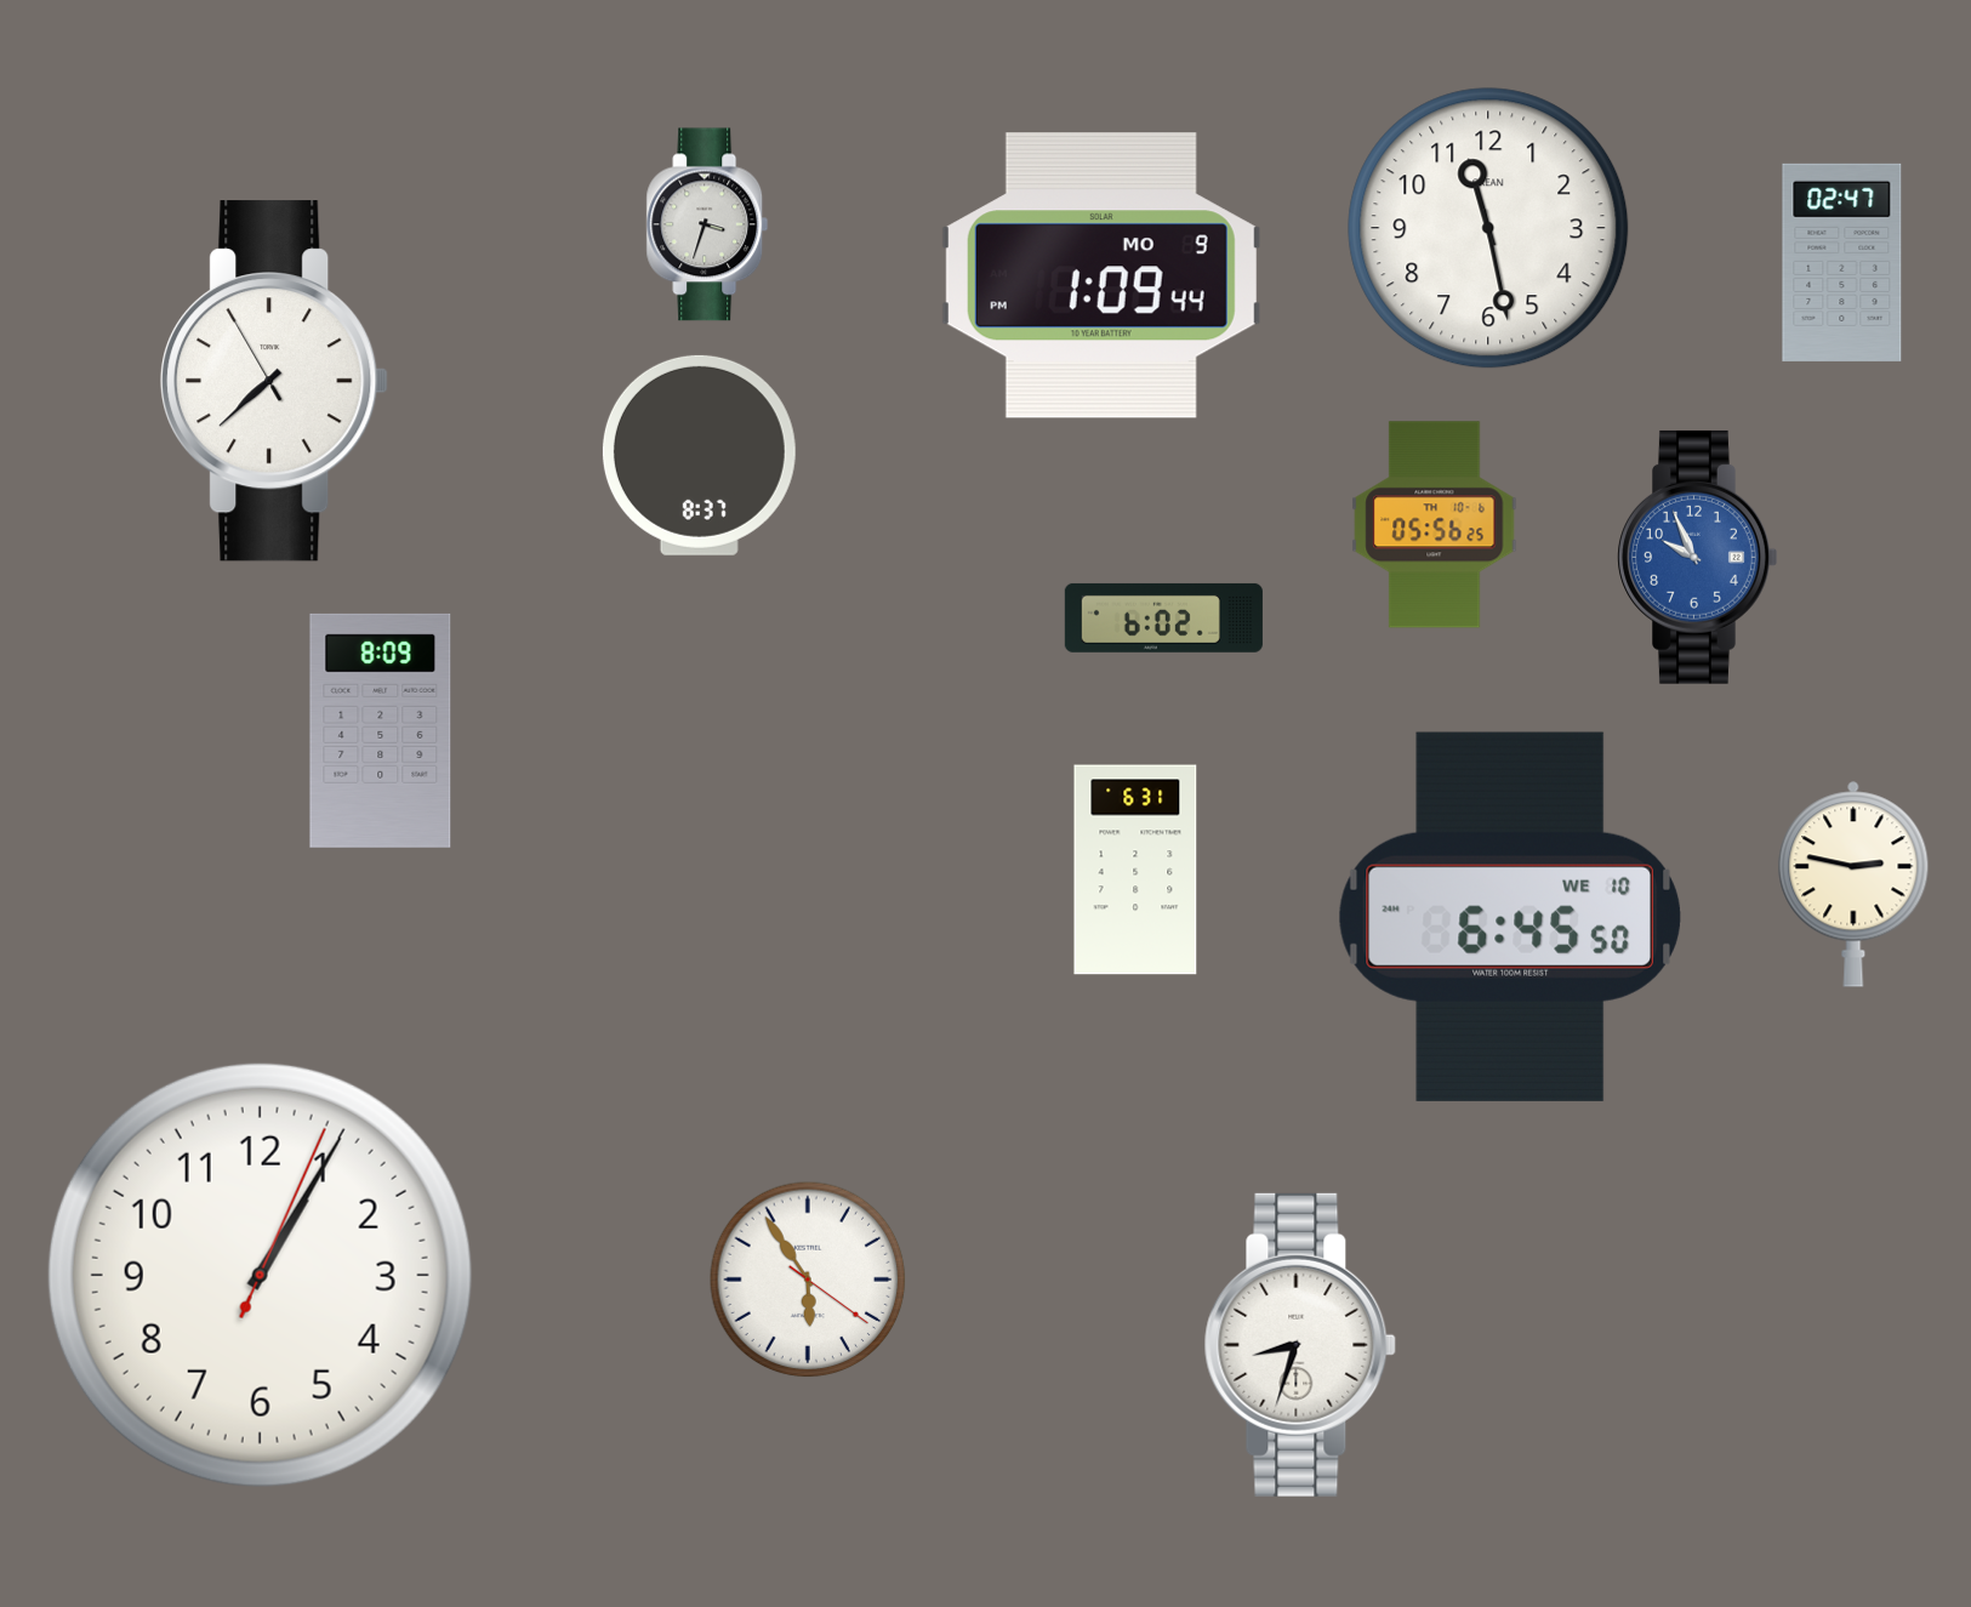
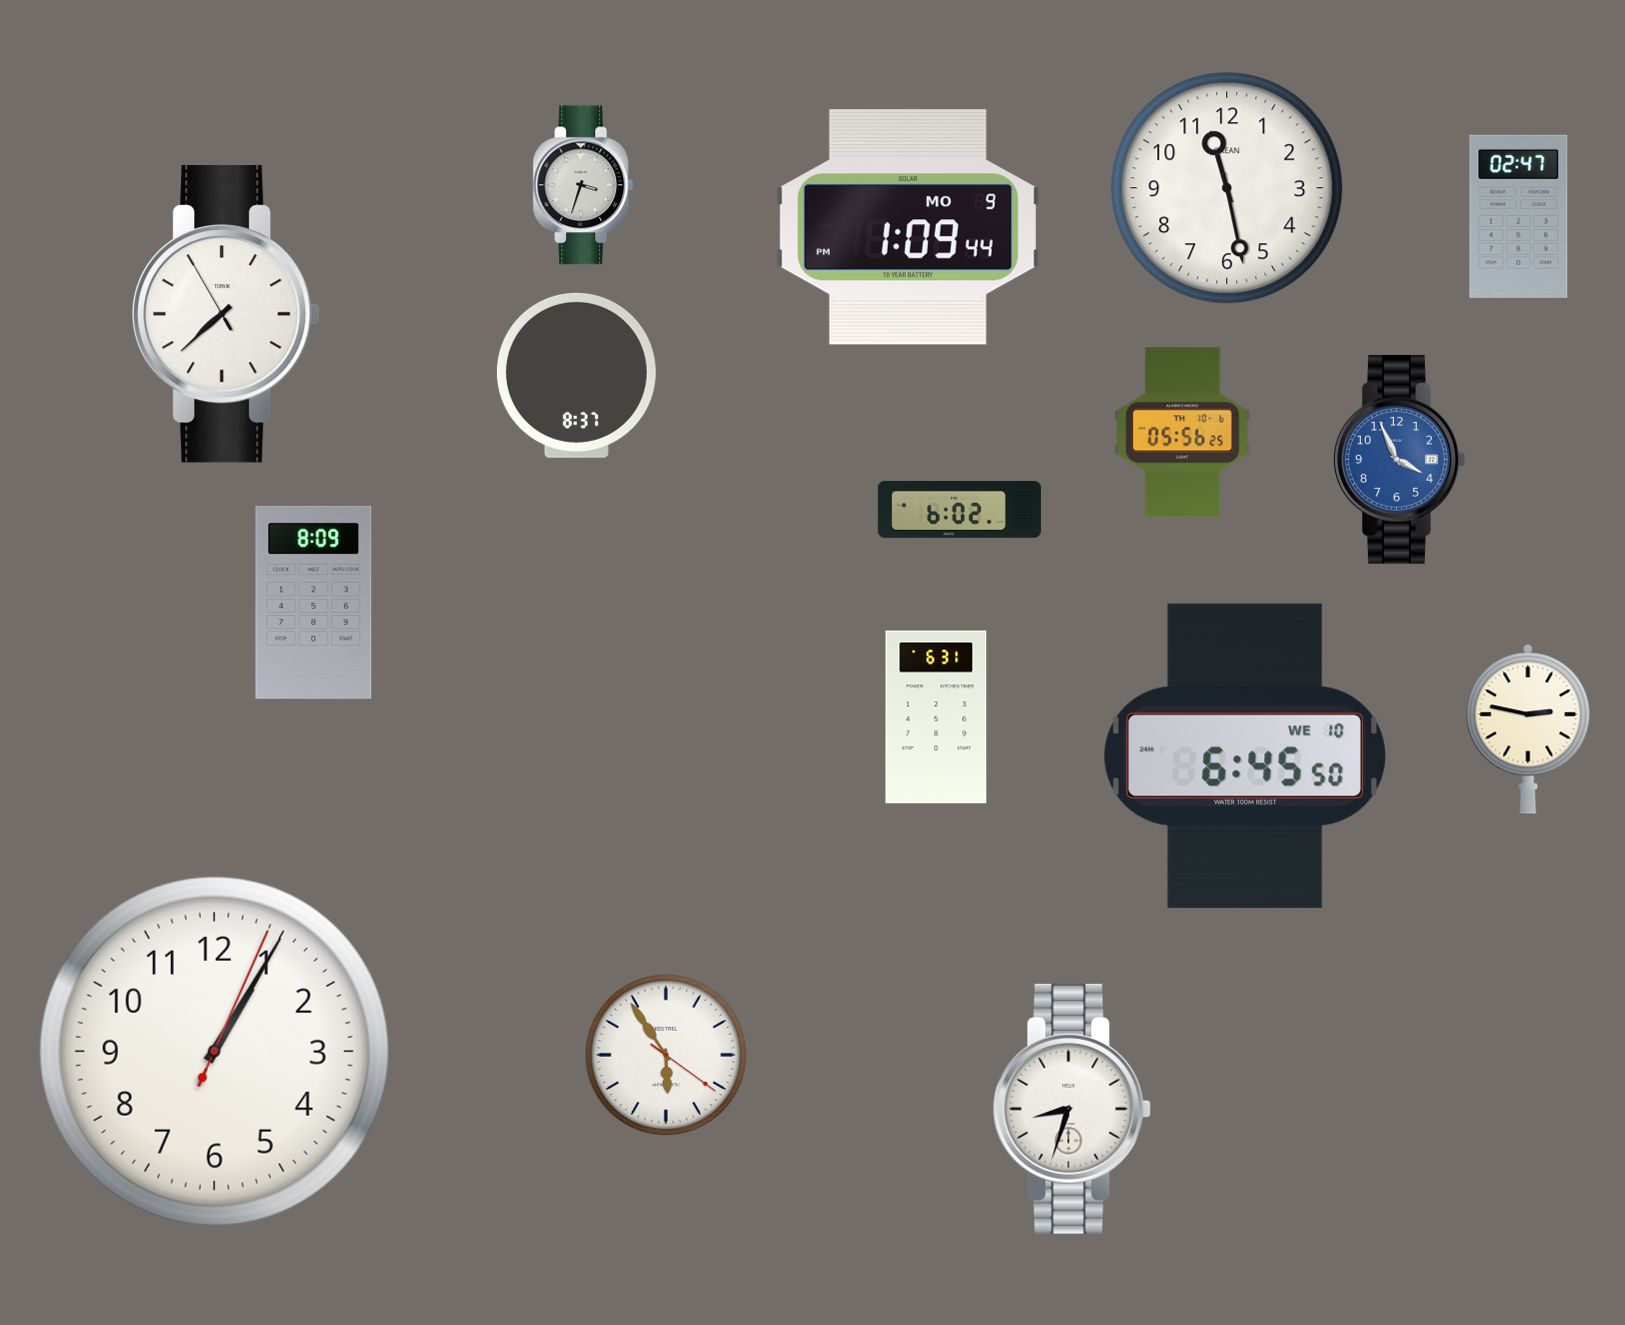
clock at (1698, 557): 9:56 -> 3:56
